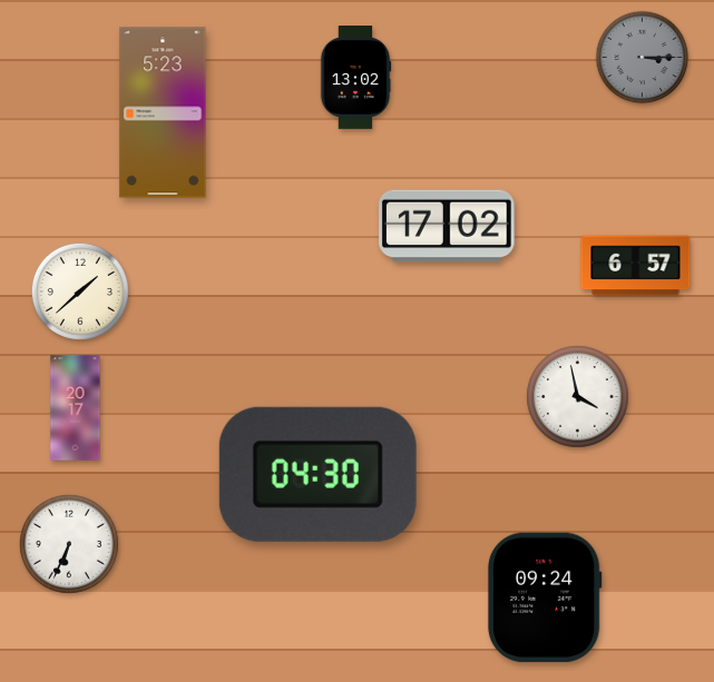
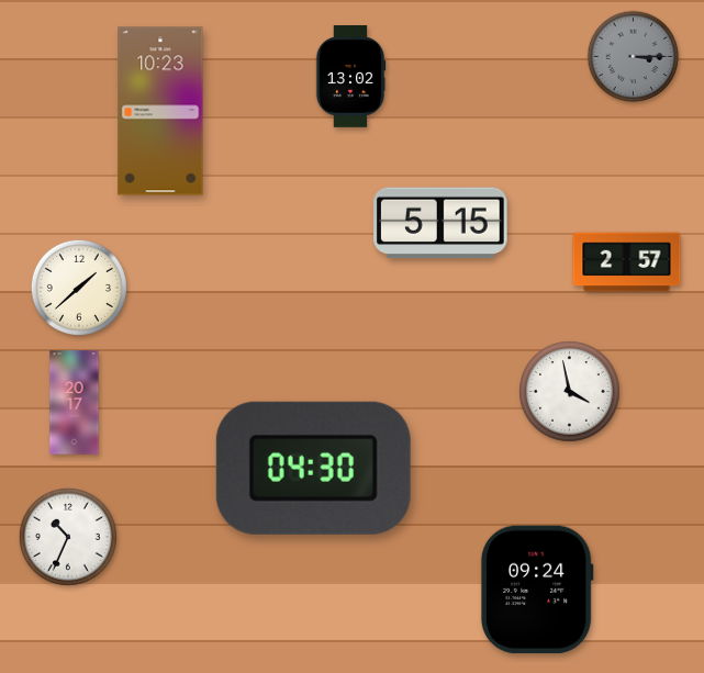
clock at (163, 112): 5:23 -> 10:23
clock at (448, 226): 17:02 -> 5:15
clock at (636, 266): 6:57 -> 2:57
clock at (69, 544): 6:34 -> 10:34
